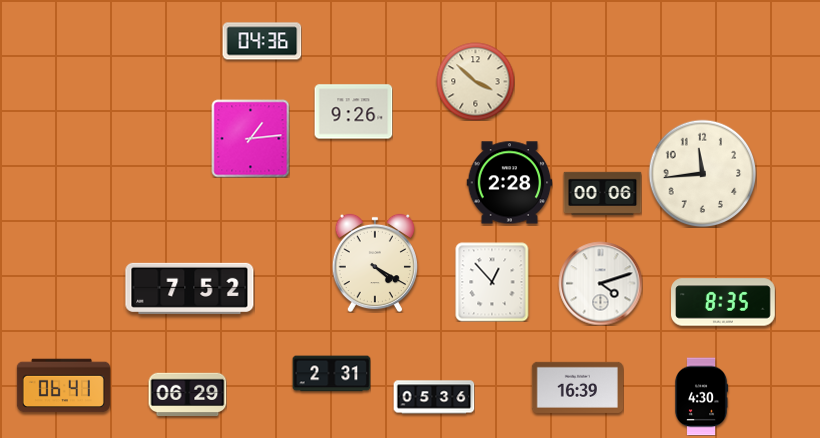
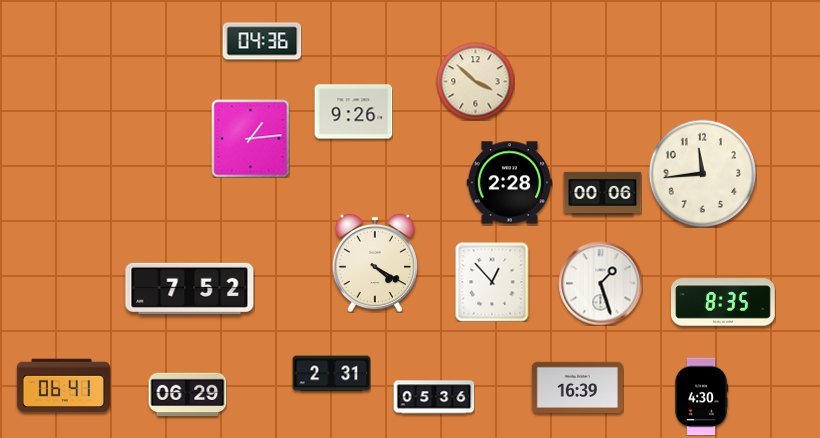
clock at (600, 283): 4:12 -> 1:27
